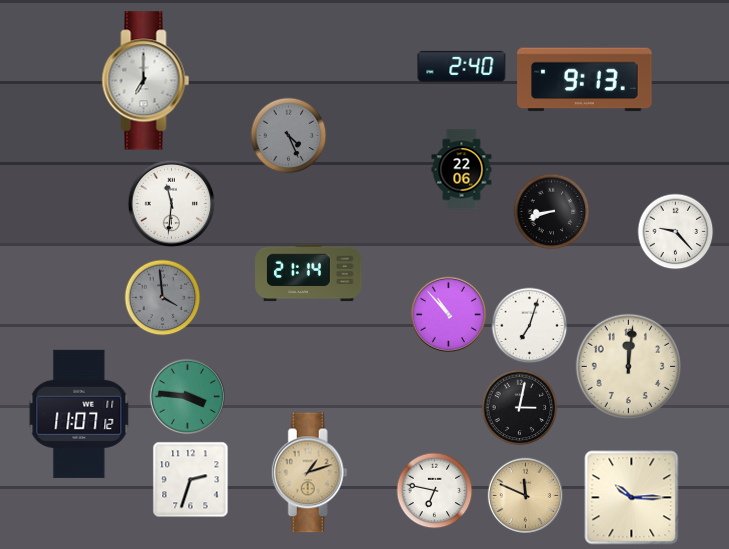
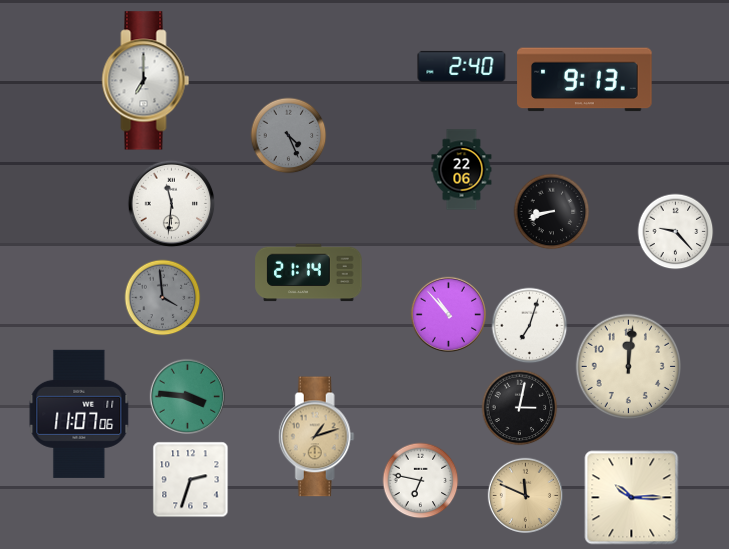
clock at (79, 414): 11:07:12 -> 11:07:06
clock at (309, 473) position: (309, 473) -> (316, 437)
clock at (435, 491) position: (435, 491) -> (421, 481)
